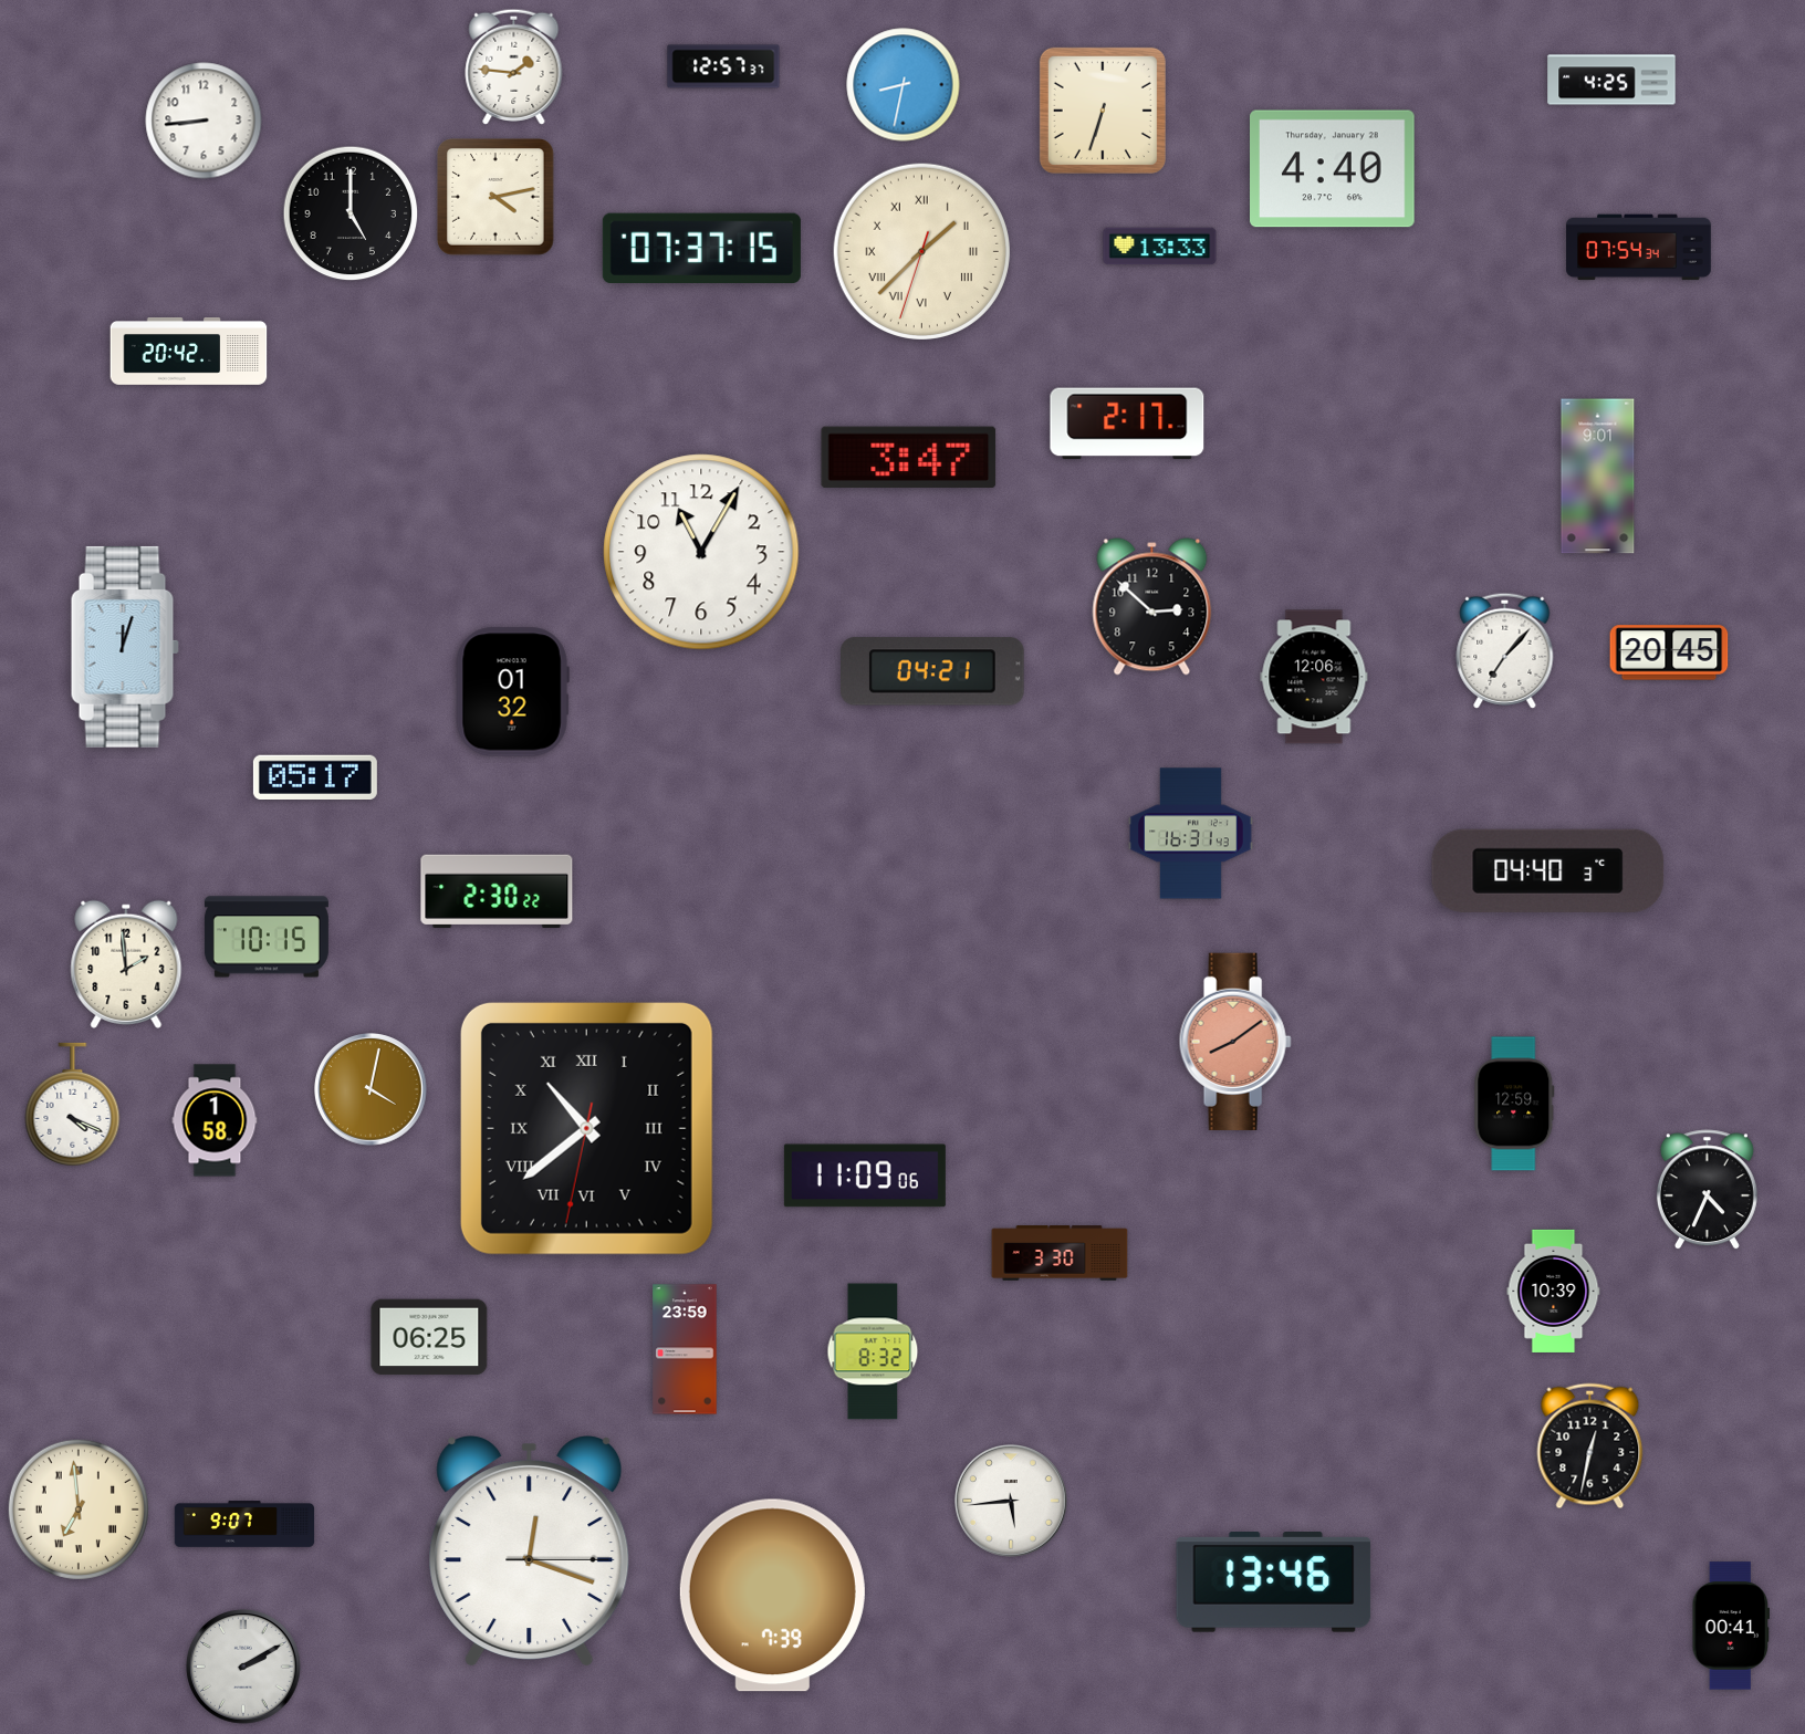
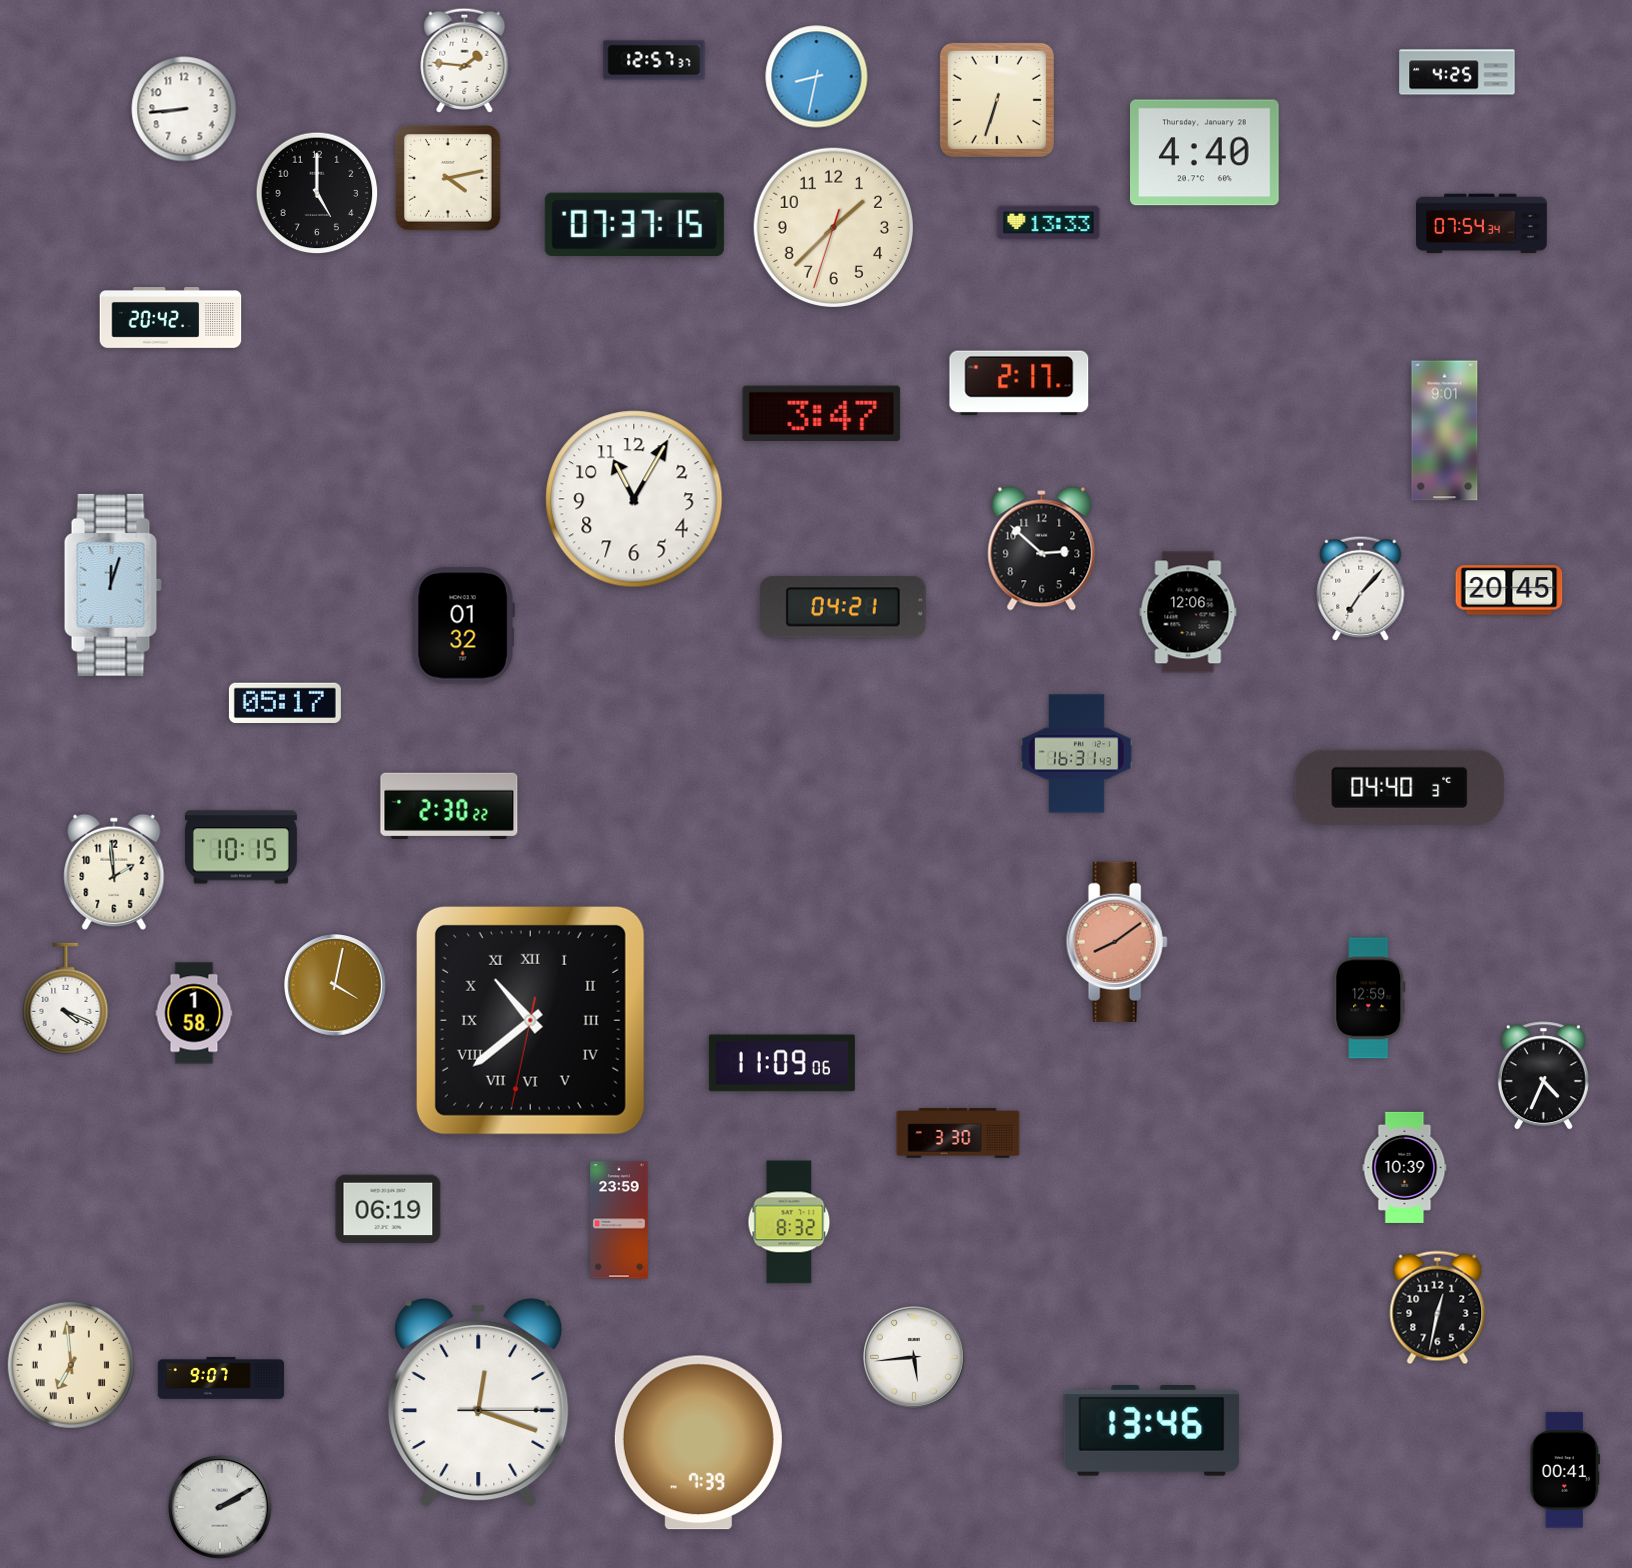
clock at (921, 251) numerals: Roman -> Arabic
clock at (429, 1337): 06:25 -> 06:19
